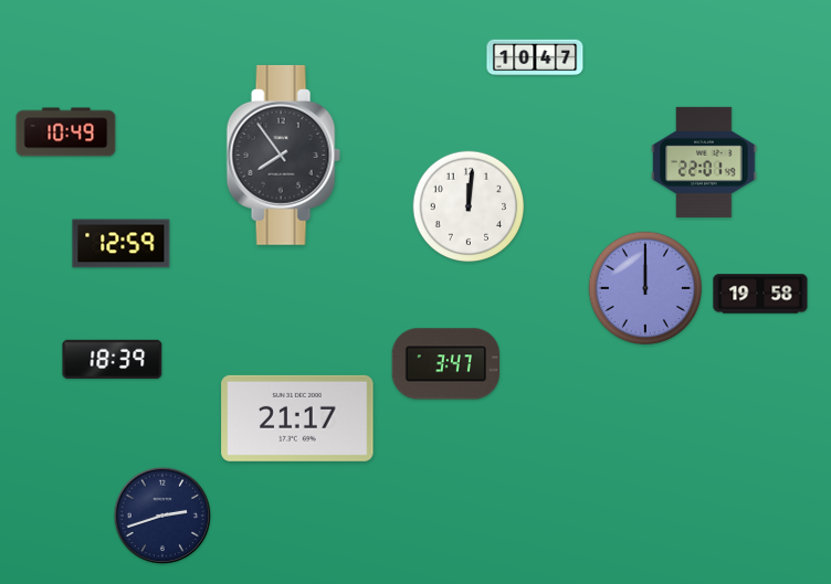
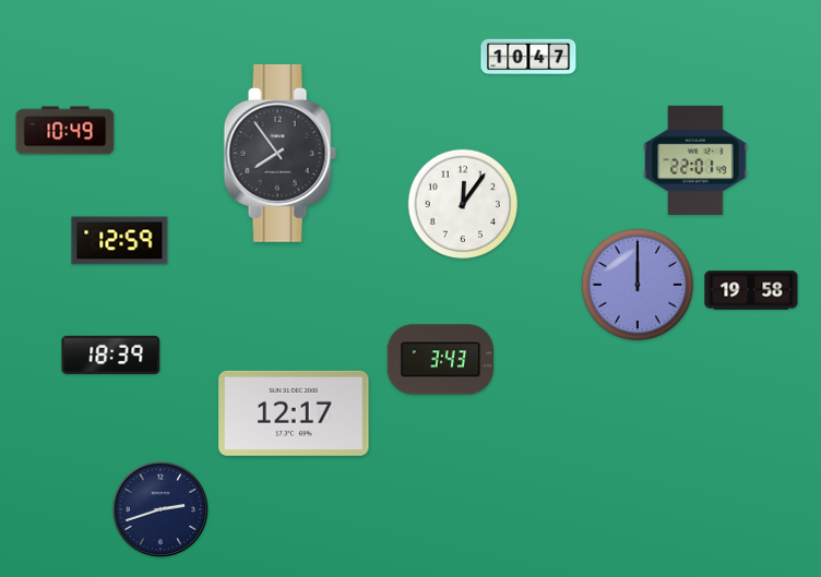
clock at (469, 206): 12:01 -> 12:06
clock at (446, 364): 3:47 -> 3:43
clock at (297, 418): 21:17 -> 12:17
